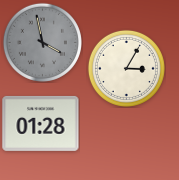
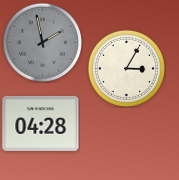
clock at (42, 42): 3:58 -> 1:58
clock at (41, 123): 01:28 -> 04:28
